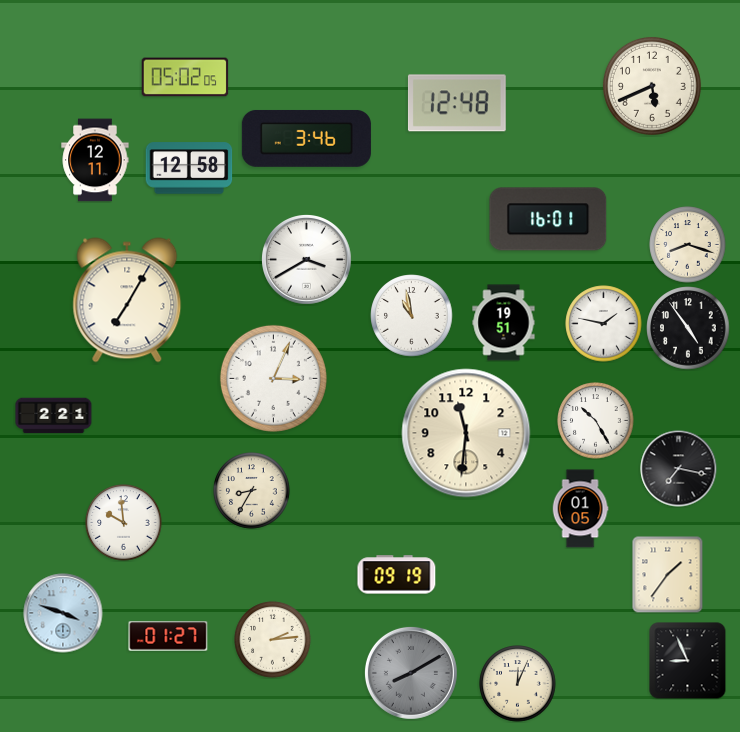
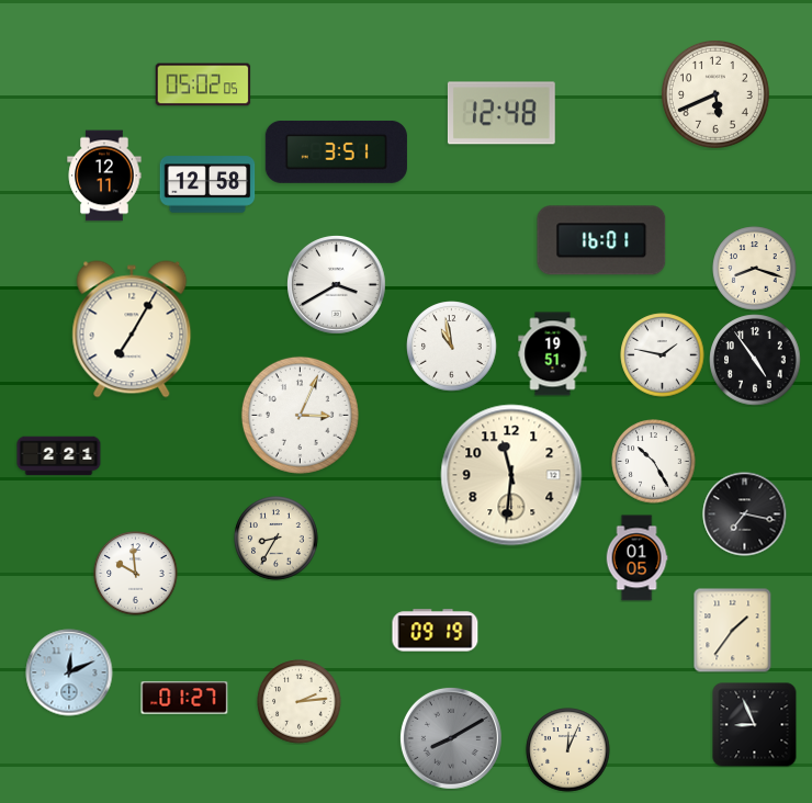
clock at (306, 138): 3:46 -> 3:51
clock at (127, 300) position: (127, 300) -> (132, 329)
clock at (63, 613): 3:48 -> 12:11
